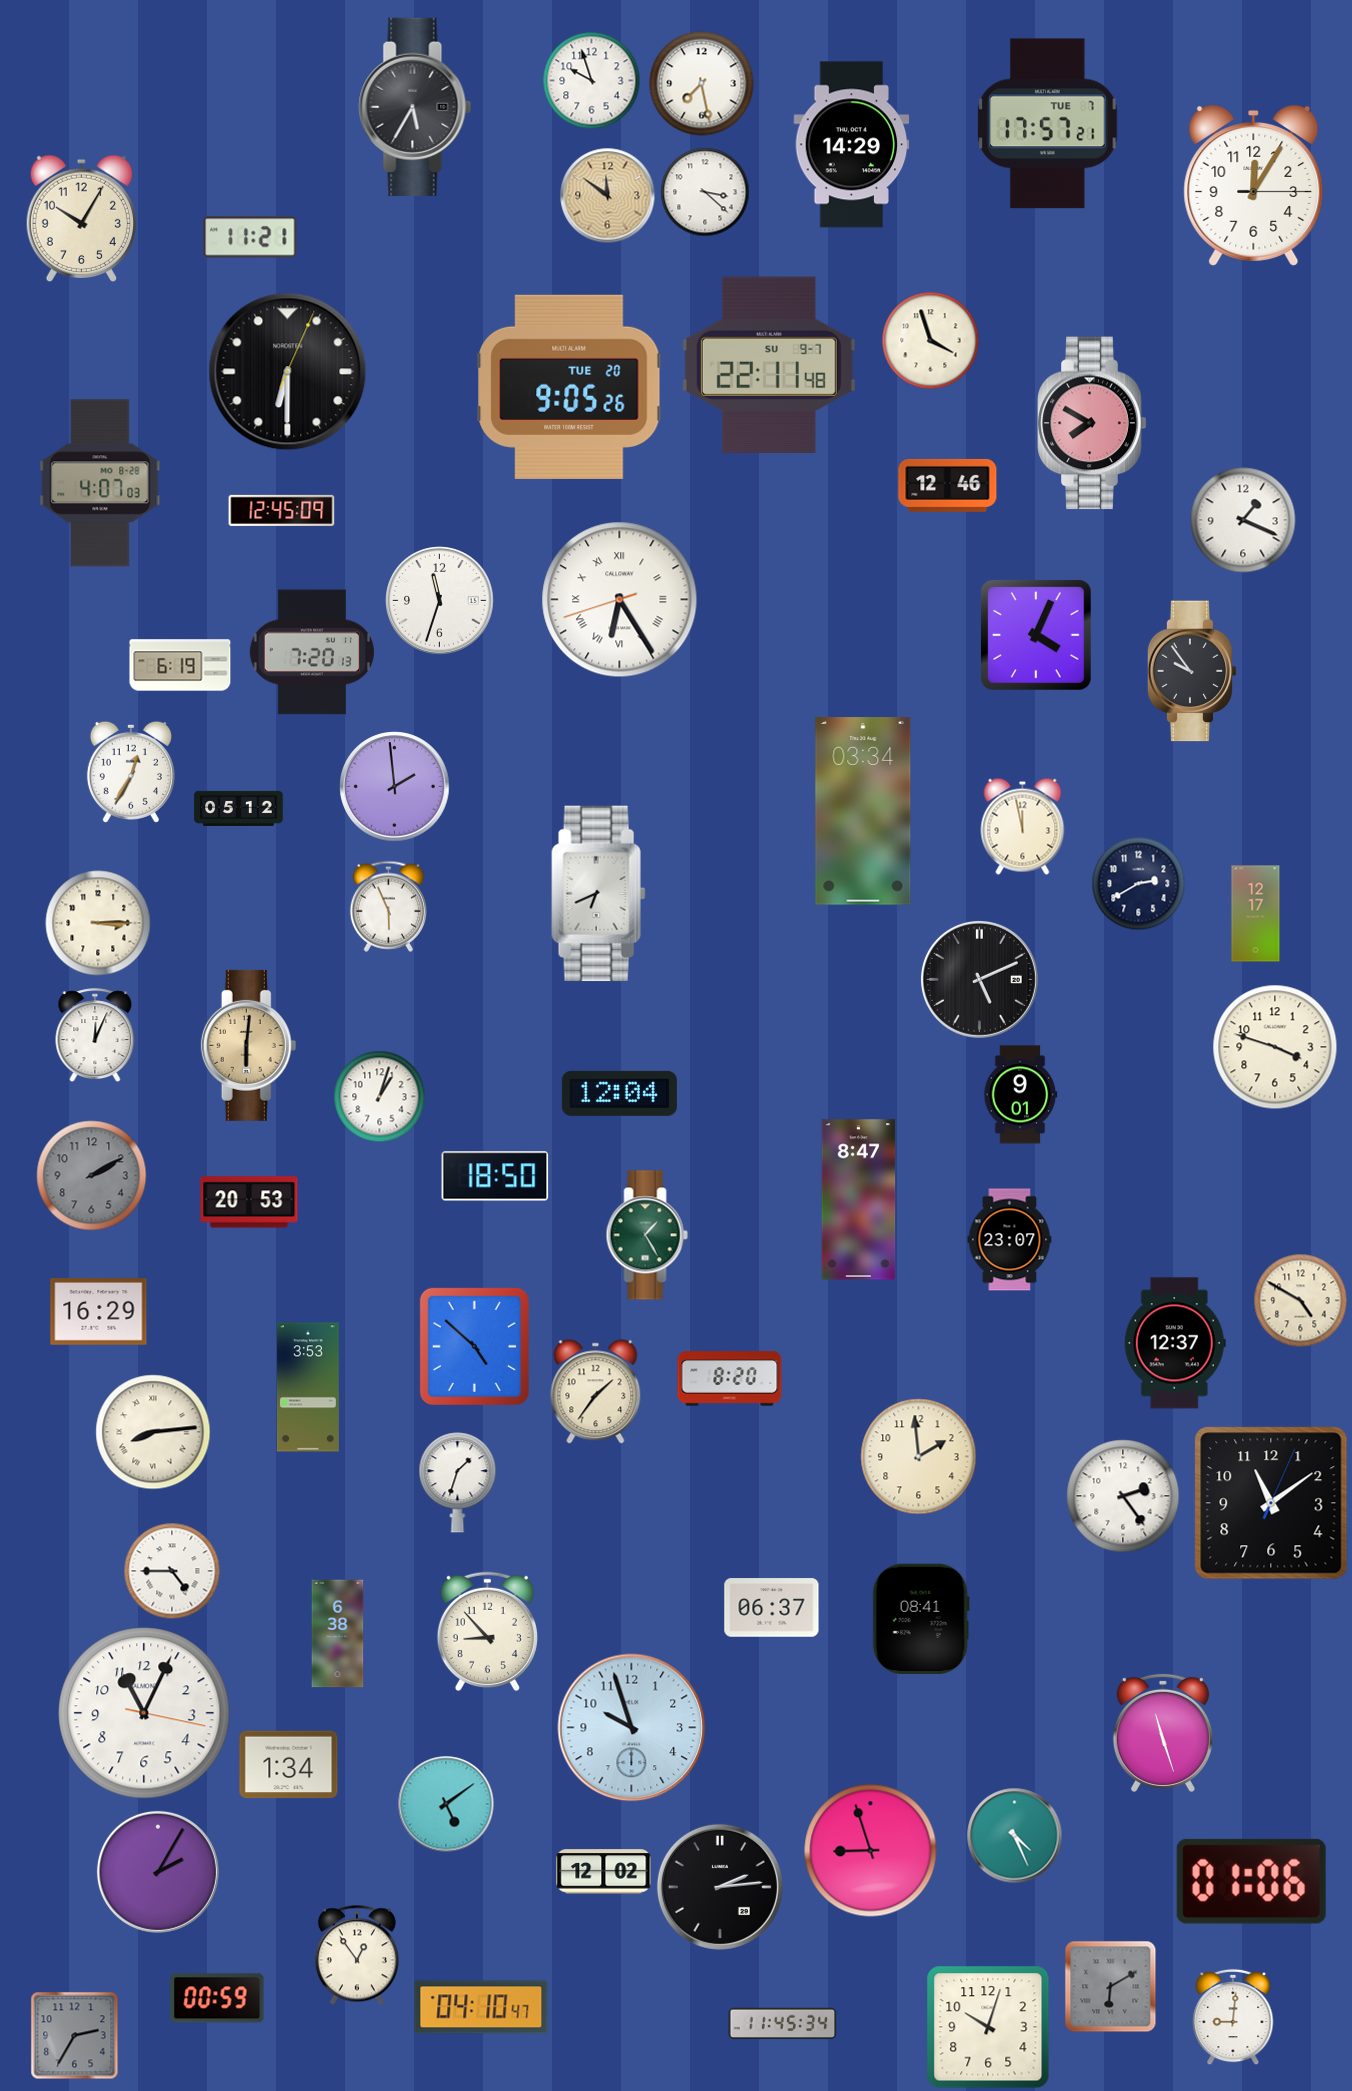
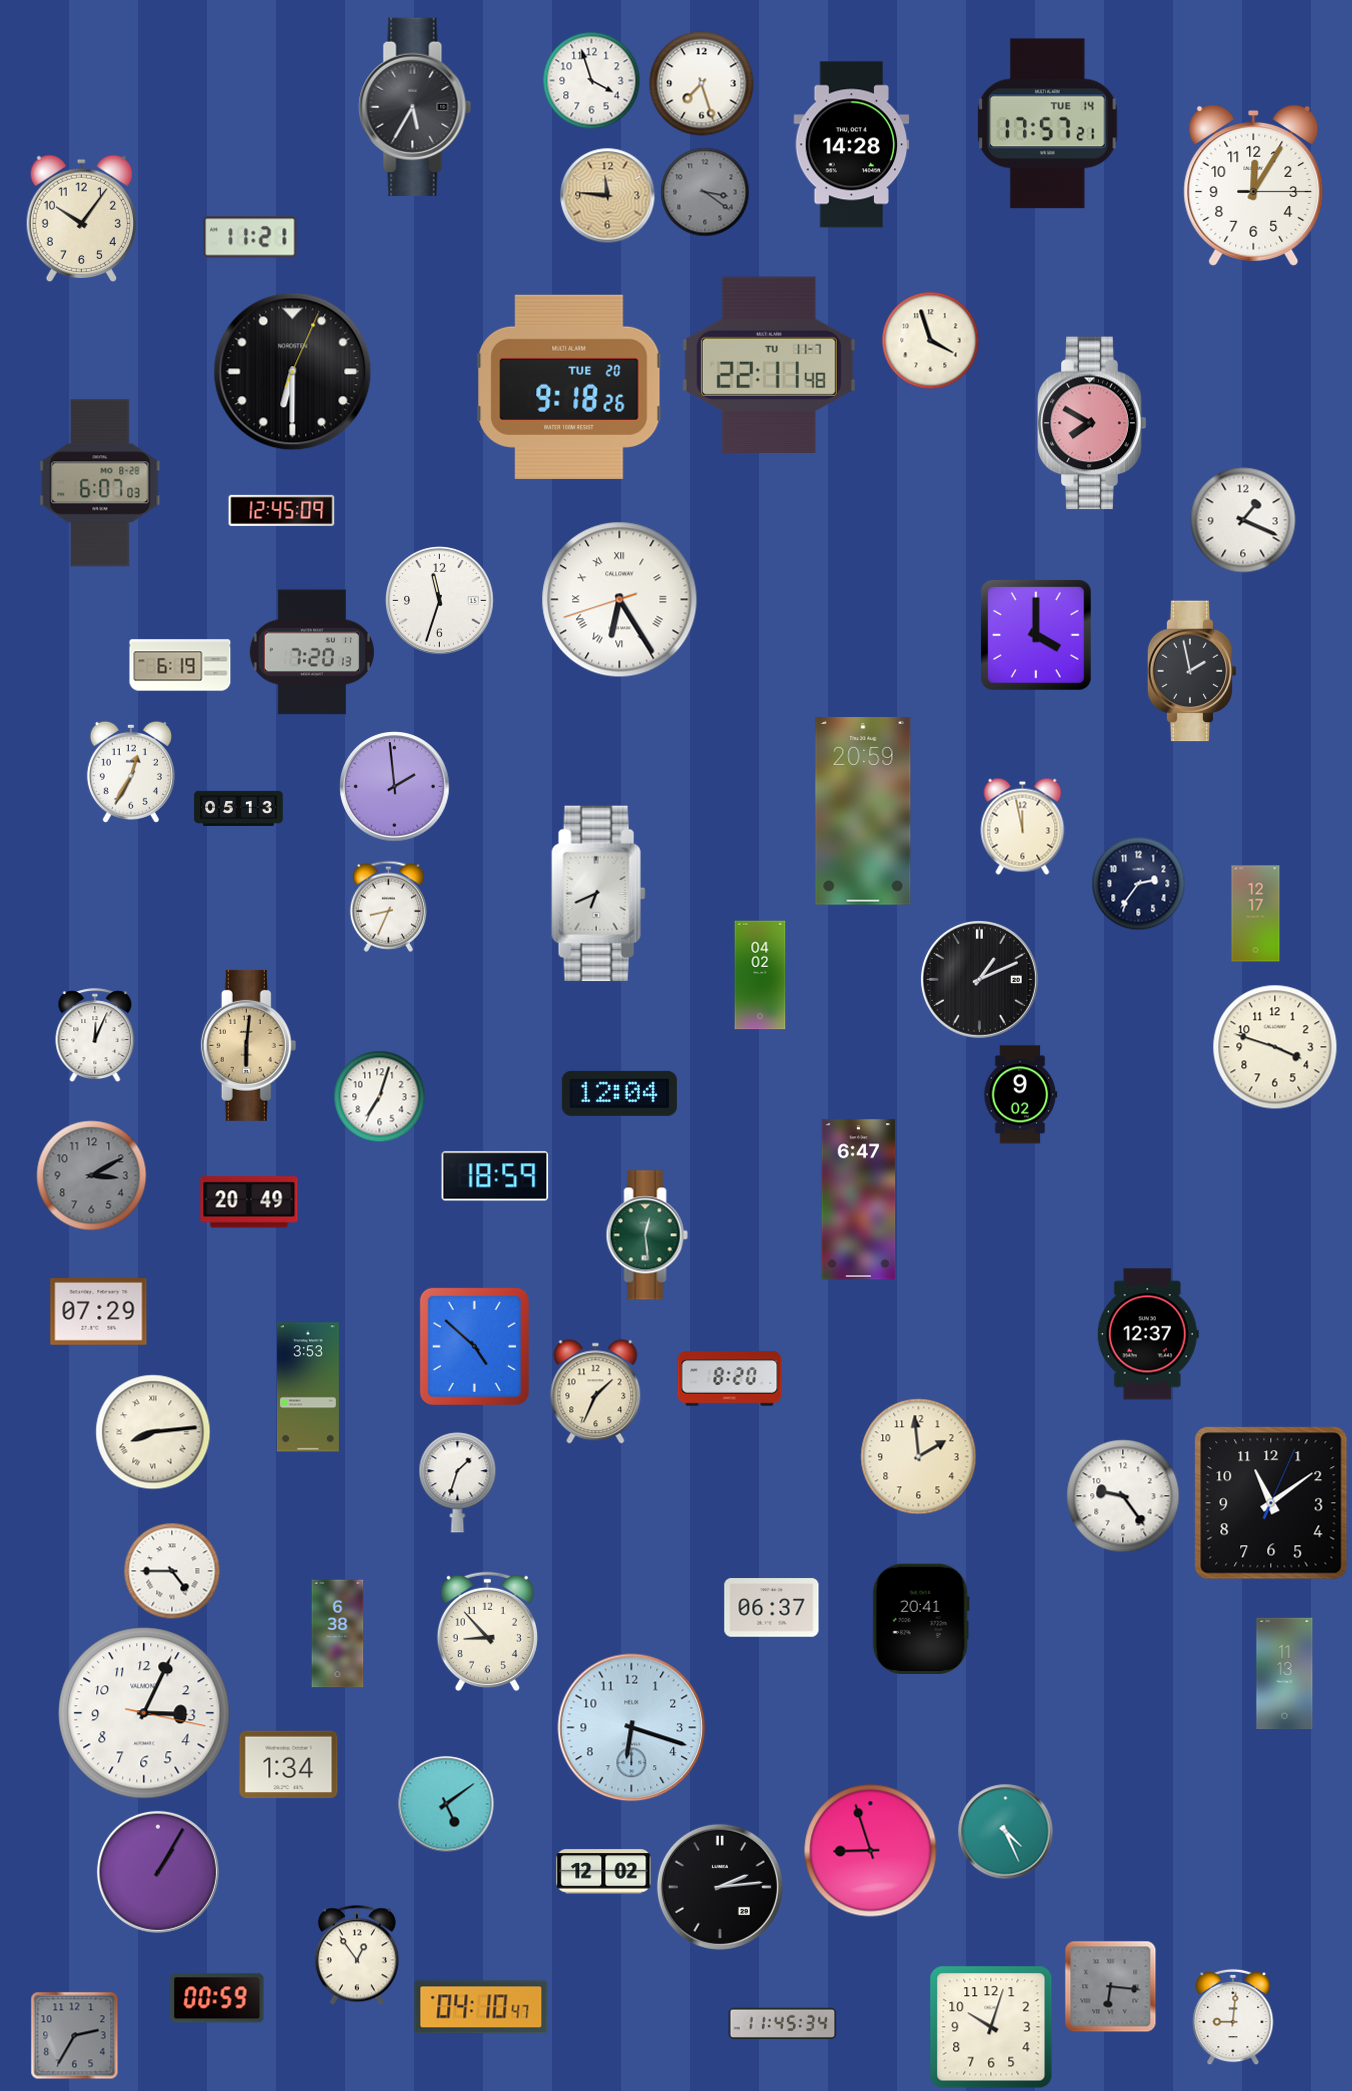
clock at (592, 81): 9:57 -> 3:57
clock at (702, 84): 7:28 -> 7:27
clock at (1048, 124) date: TUE 7 -> TUE 14
clock at (852, 145): 14:29 -> 14:28
clock at (705, 192): 3:22 -> 3:21
clock at (705, 192) dial: white -> grey
clock at (608, 196): 11:51 -> 11:46
clock at (81, 219): 10:05 -> 10:06
clock at (769, 365) date: SU 9-7 -> TU 11-7
clock at (288, 372) position: (288, 372) -> (293, 372)
clock at (569, 387): 9:05 -> 9:18
clock at (100, 483): 4:07 -> 6:07
clock at (948, 485): 12:46 -> none
clock at (1036, 635): 4:04 -> 4:00
clock at (1192, 671): 9:54 -> 1:58
clock at (239, 808): 05:12 -> 05:13
clock at (863, 811): 03:34 -> 20:59
clock at (1139, 884): 2:40 -> 2:36
clock at (388, 906): 5:56 -> 8:34
clock at (98, 923): 3:15 -> none
clock at (760, 975): none -> 04:02
clock at (979, 979): 5:11 -> 1:11
clock at (1020, 1095): 9:01 -> 9:02
clock at (380, 1097): 1:03 -> 7:03
clock at (92, 1176): 2:10 -> 3:10
clock at (495, 1176): 18:50 -> 18:59
clock at (859, 1200): 8:47 -> 6:47
clock at (249, 1202): 20:53 -> 20:49
clock at (647, 1235): 1:25 -> 12:29
clock at (1010, 1240): 23:07 -> none
clock at (1301, 1301): 4:50 -> none
clock at (99, 1312): 16:29 -> 07:29
clock at (1175, 1343) position: (1175, 1343) -> (1148, 1334)
clock at (596, 1392): 1:36 -> 1:34
clock at (1123, 1496): 2:24 -> 9:24
clock at (921, 1619): 08:41 -> 20:41
clock at (1285, 1674): none -> 11:13
clock at (144, 1713): 11:04 -> 3:04
clock at (632, 1728): 9:57 -> 6:18
clock at (1163, 1733): 11:27 -> none
clock at (1015, 1836) position: (1015, 1836) -> (1006, 1832)
clock at (158, 1872): 2:05 -> 1:05
clock at (1251, 1881): 01:06 -> none
clock at (1111, 1987): 6:10 -> 6:16
clock at (988, 2027) position: (988, 2027) -> (991, 2027)
